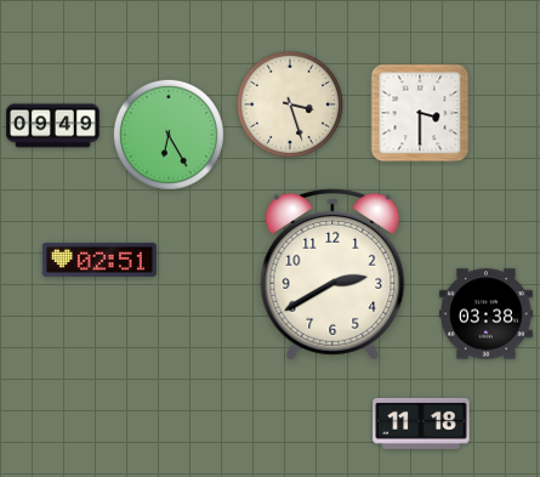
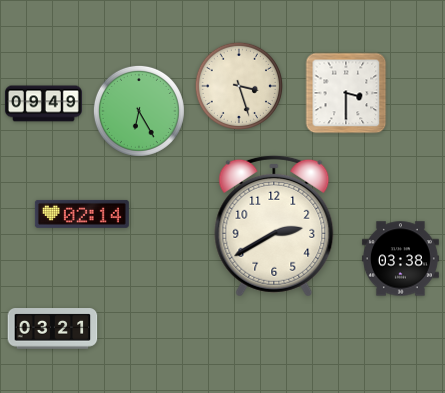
clock at (100, 260): 02:51 -> 02:14
clock at (53, 329): none -> 03:21
clock at (421, 424): 11:18 -> none
